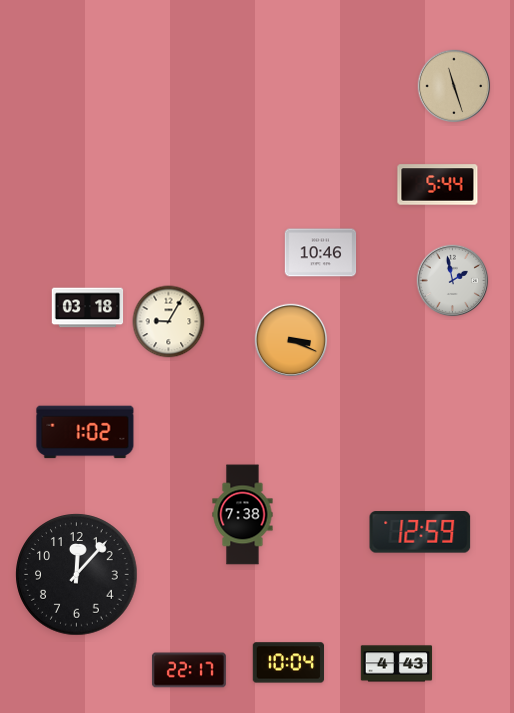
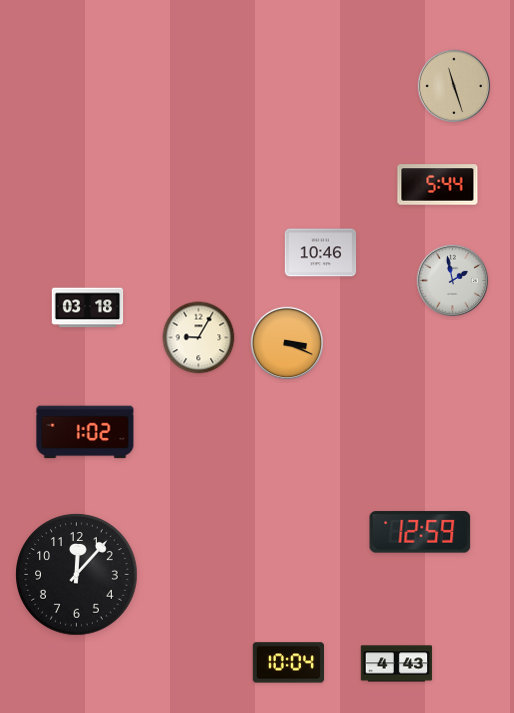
clock at (169, 322) position: (169, 322) -> (199, 338)
clock at (291, 340) position: (291, 340) -> (287, 343)
clock at (243, 515): 7:38 -> none
clock at (189, 670): 22:17 -> none
